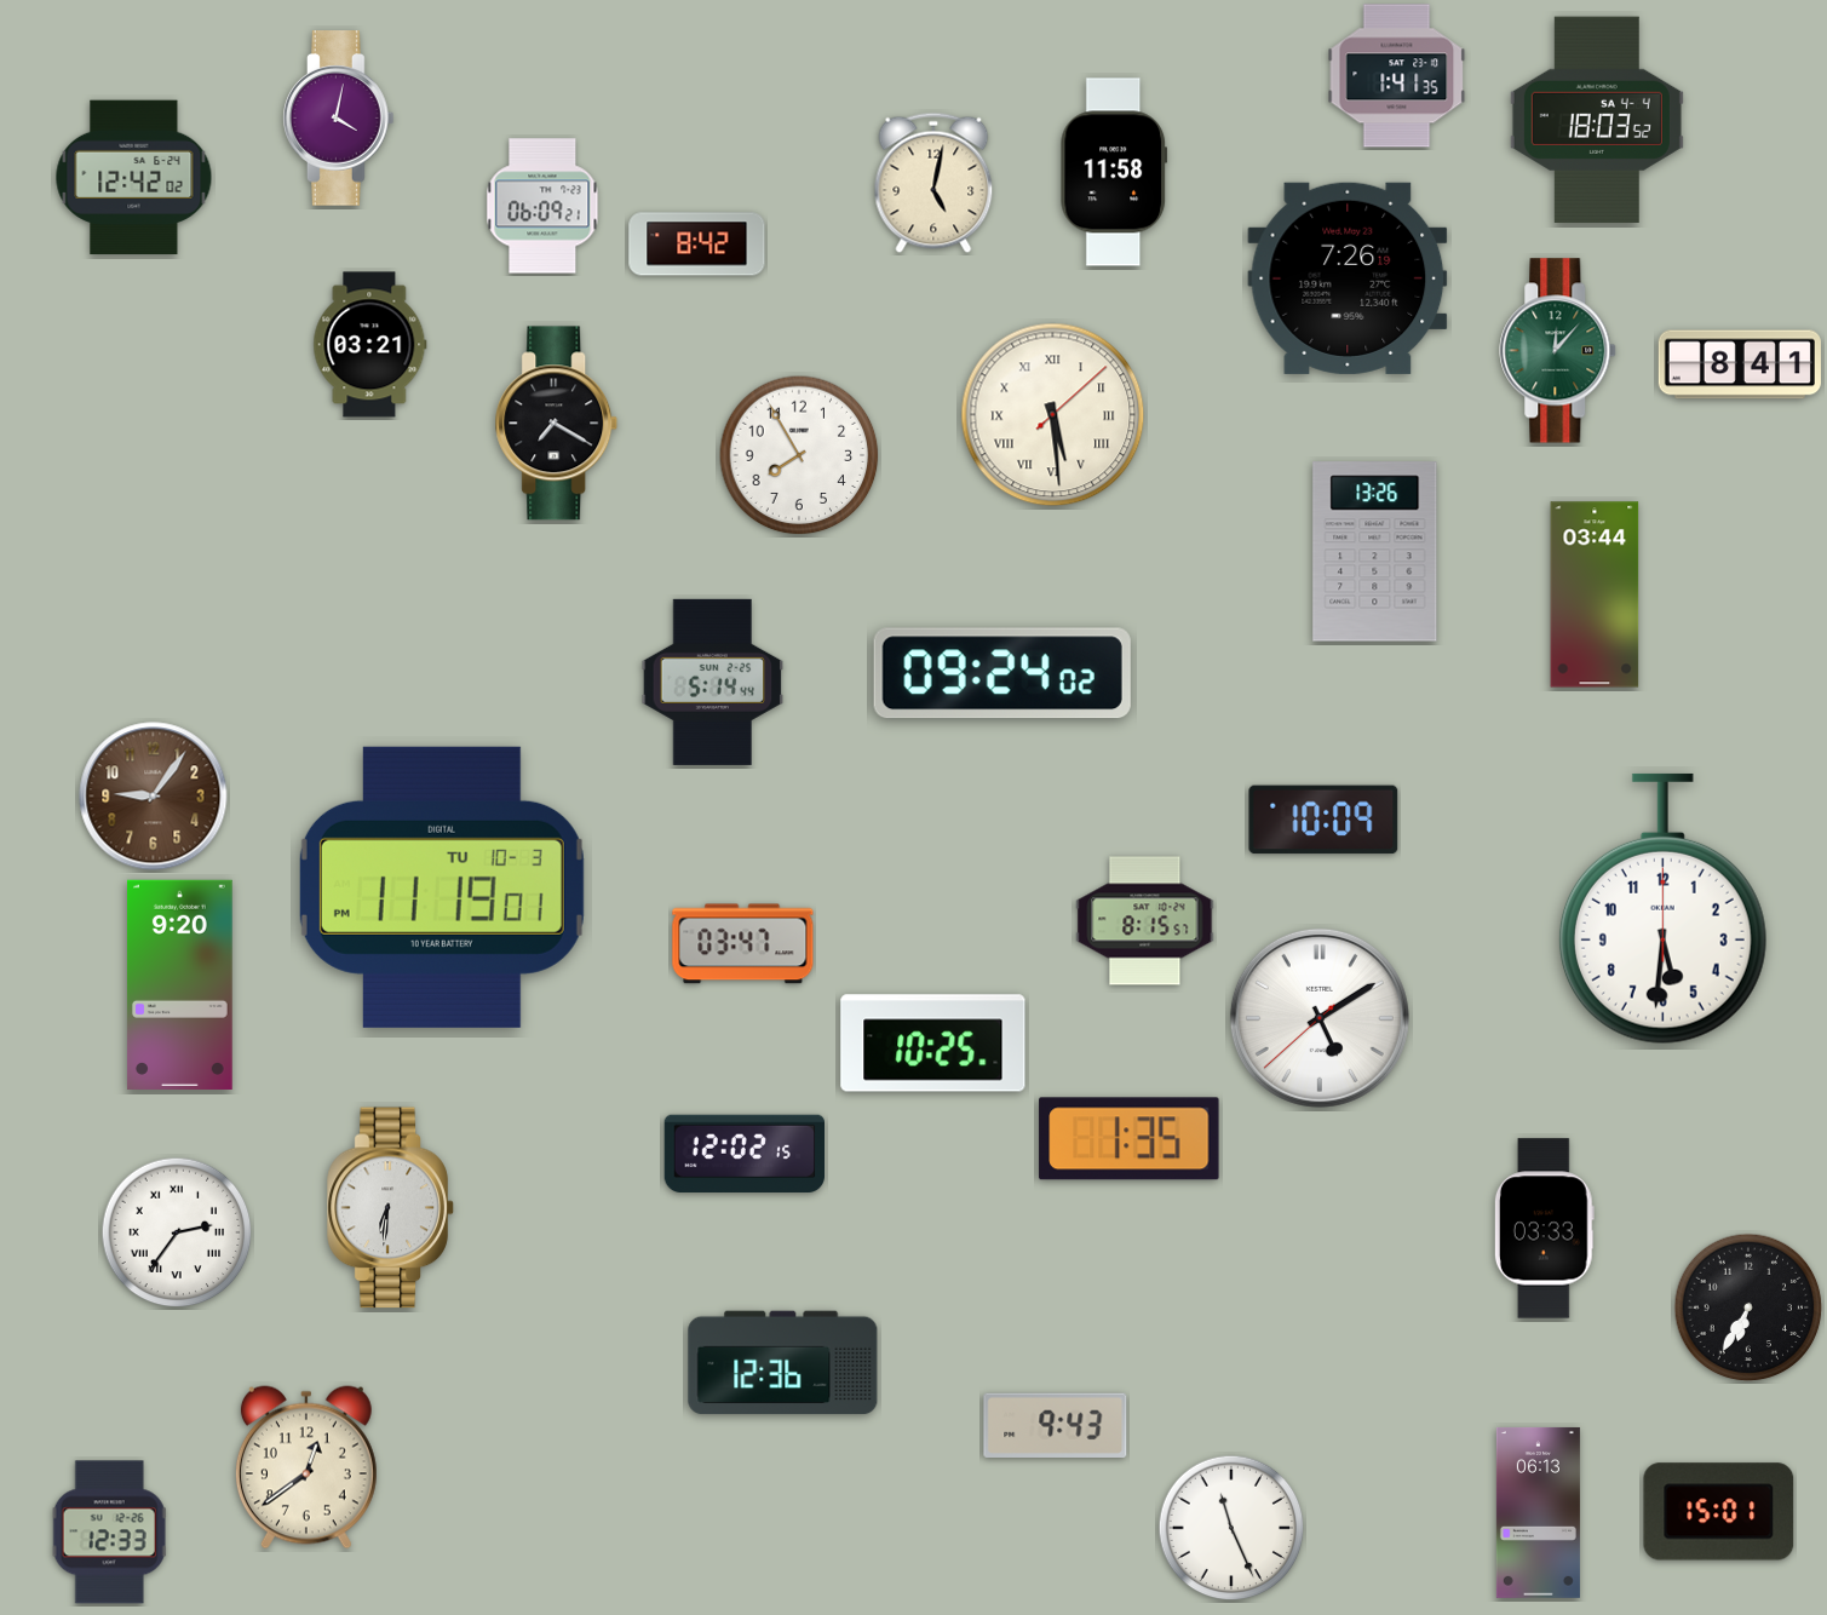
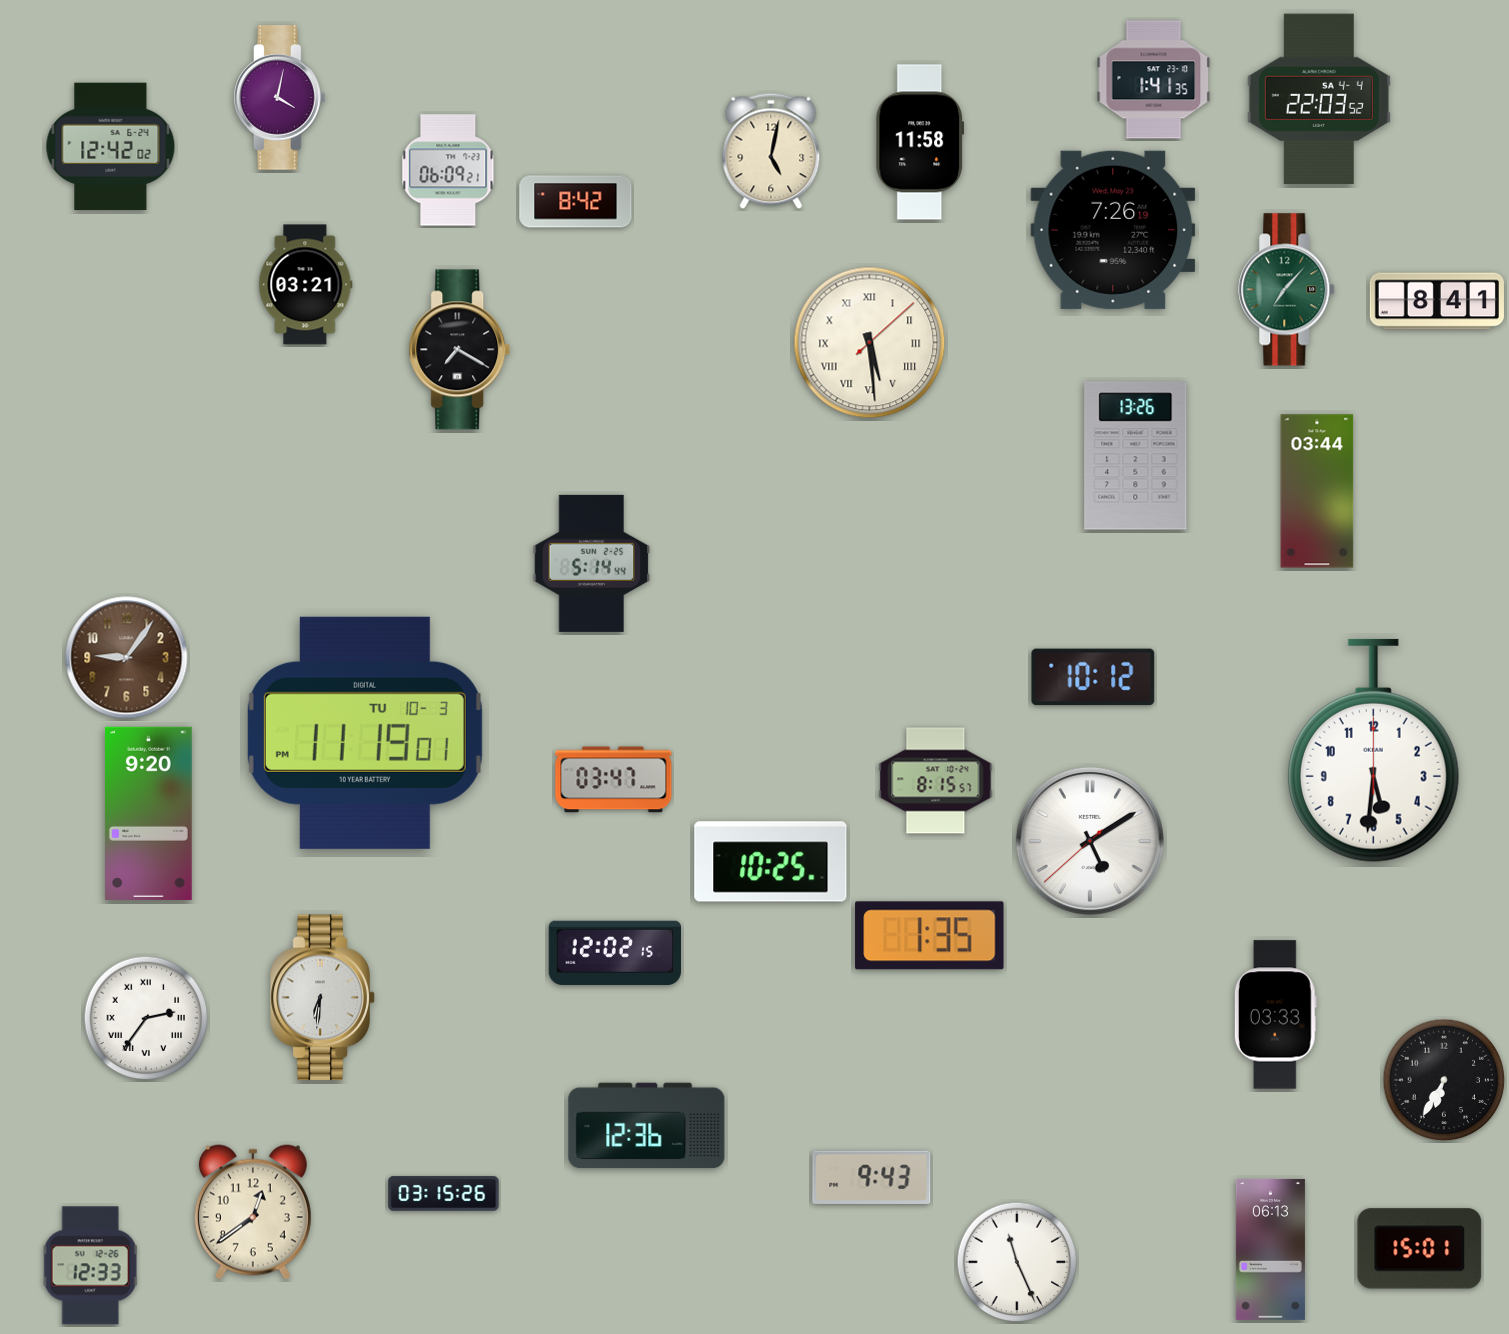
clock at (1397, 76) position: (1397, 76) -> (1154, 80)
clock at (1597, 119): 18:03 -> 22:03
clock at (1558, 351): 12:07 -> 7:07
clock at (799, 455): 7:55 -> none
clock at (1002, 673): 09:24 -> none
clock at (713, 682) position: (713, 682) -> (592, 563)
clock at (1323, 820): 10:09 -> 10:12
clock at (1145, 921) position: (1145, 921) -> (936, 781)
clock at (1130, 1139) position: (1130, 1139) -> (930, 936)
clock at (444, 1194): none -> 03:15
